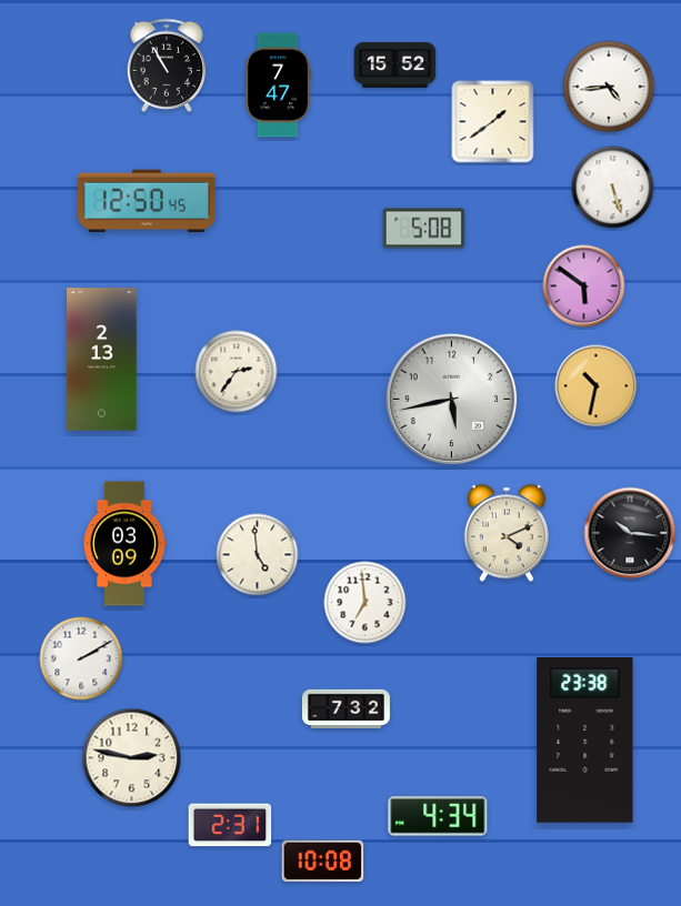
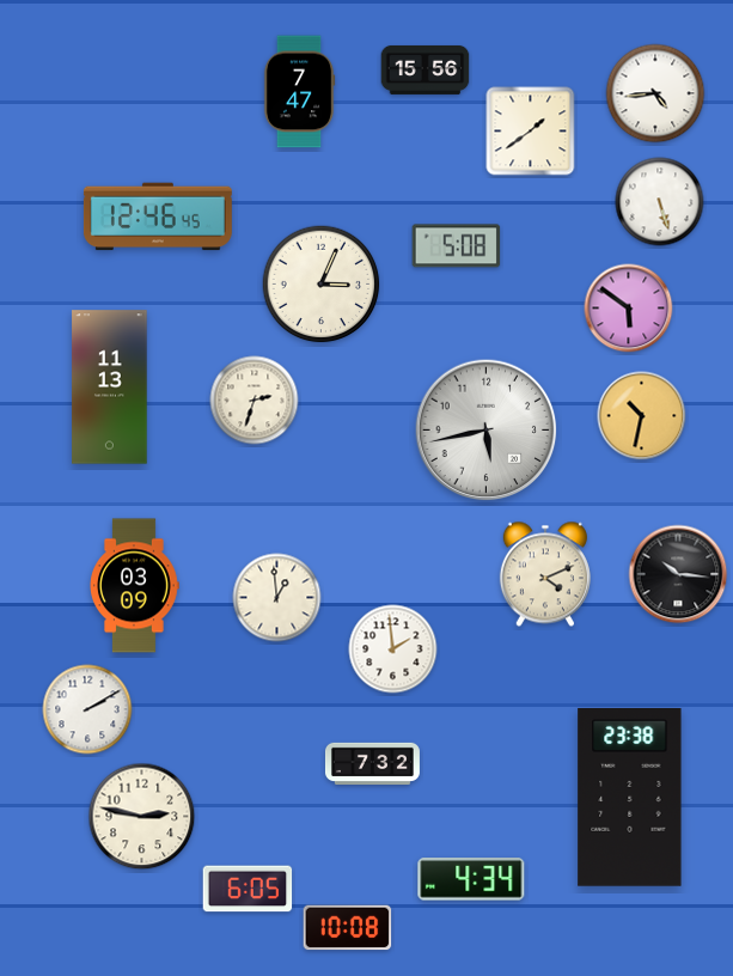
clock at (395, 64): 15:52 -> 15:56
clock at (167, 66): 10:55 -> none
clock at (147, 201): 12:50 -> 12:46
clock at (322, 285): none -> 3:04
clock at (102, 360): 2:13 -> 11:13
clock at (237, 372): 2:36 -> 2:33
clock at (258, 555): 4:59 -> 12:59
clock at (365, 603): 6:59 -> 1:59
clock at (230, 825): 2:31 -> 6:05
